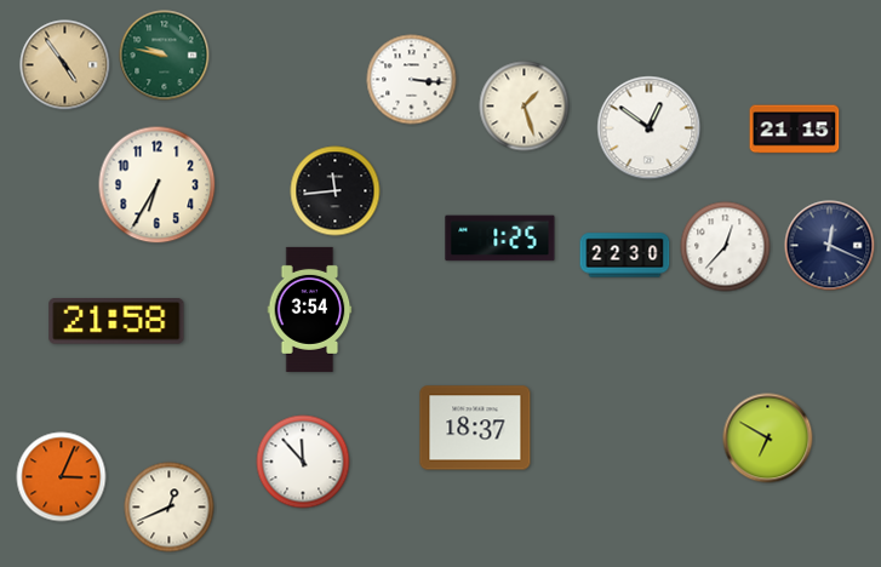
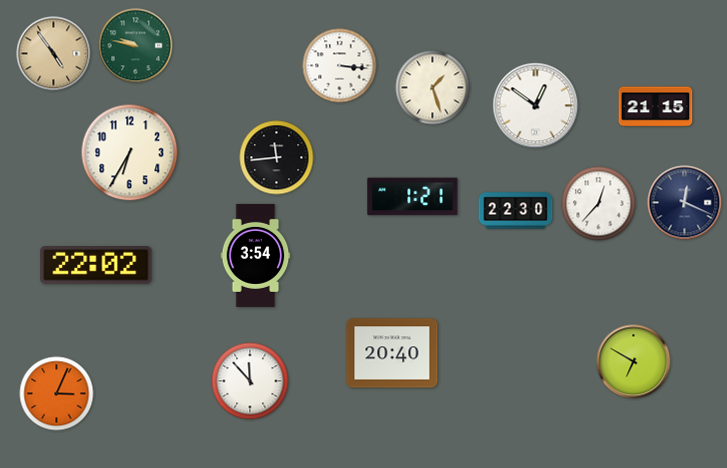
clock at (500, 239): 1:25 -> 1:21
clock at (116, 322): 21:58 -> 22:02
clock at (475, 428): 18:37 -> 20:40
clock at (62, 477) position: (62, 477) -> (57, 394)
clock at (170, 508): 12:41 -> none
